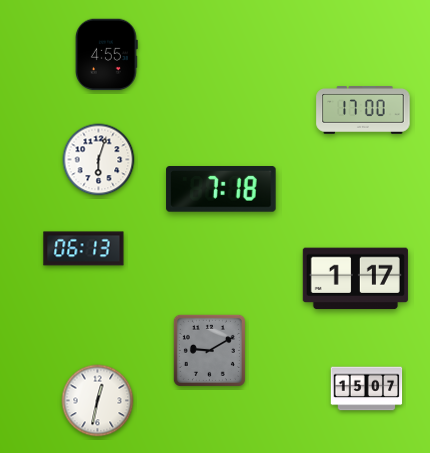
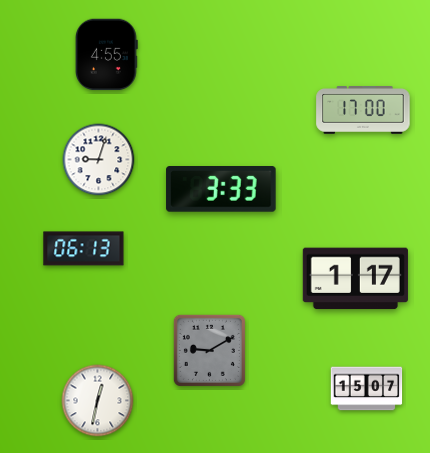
clock at (99, 160): 6:03 -> 9:03
clock at (221, 190): 7:18 -> 3:33
